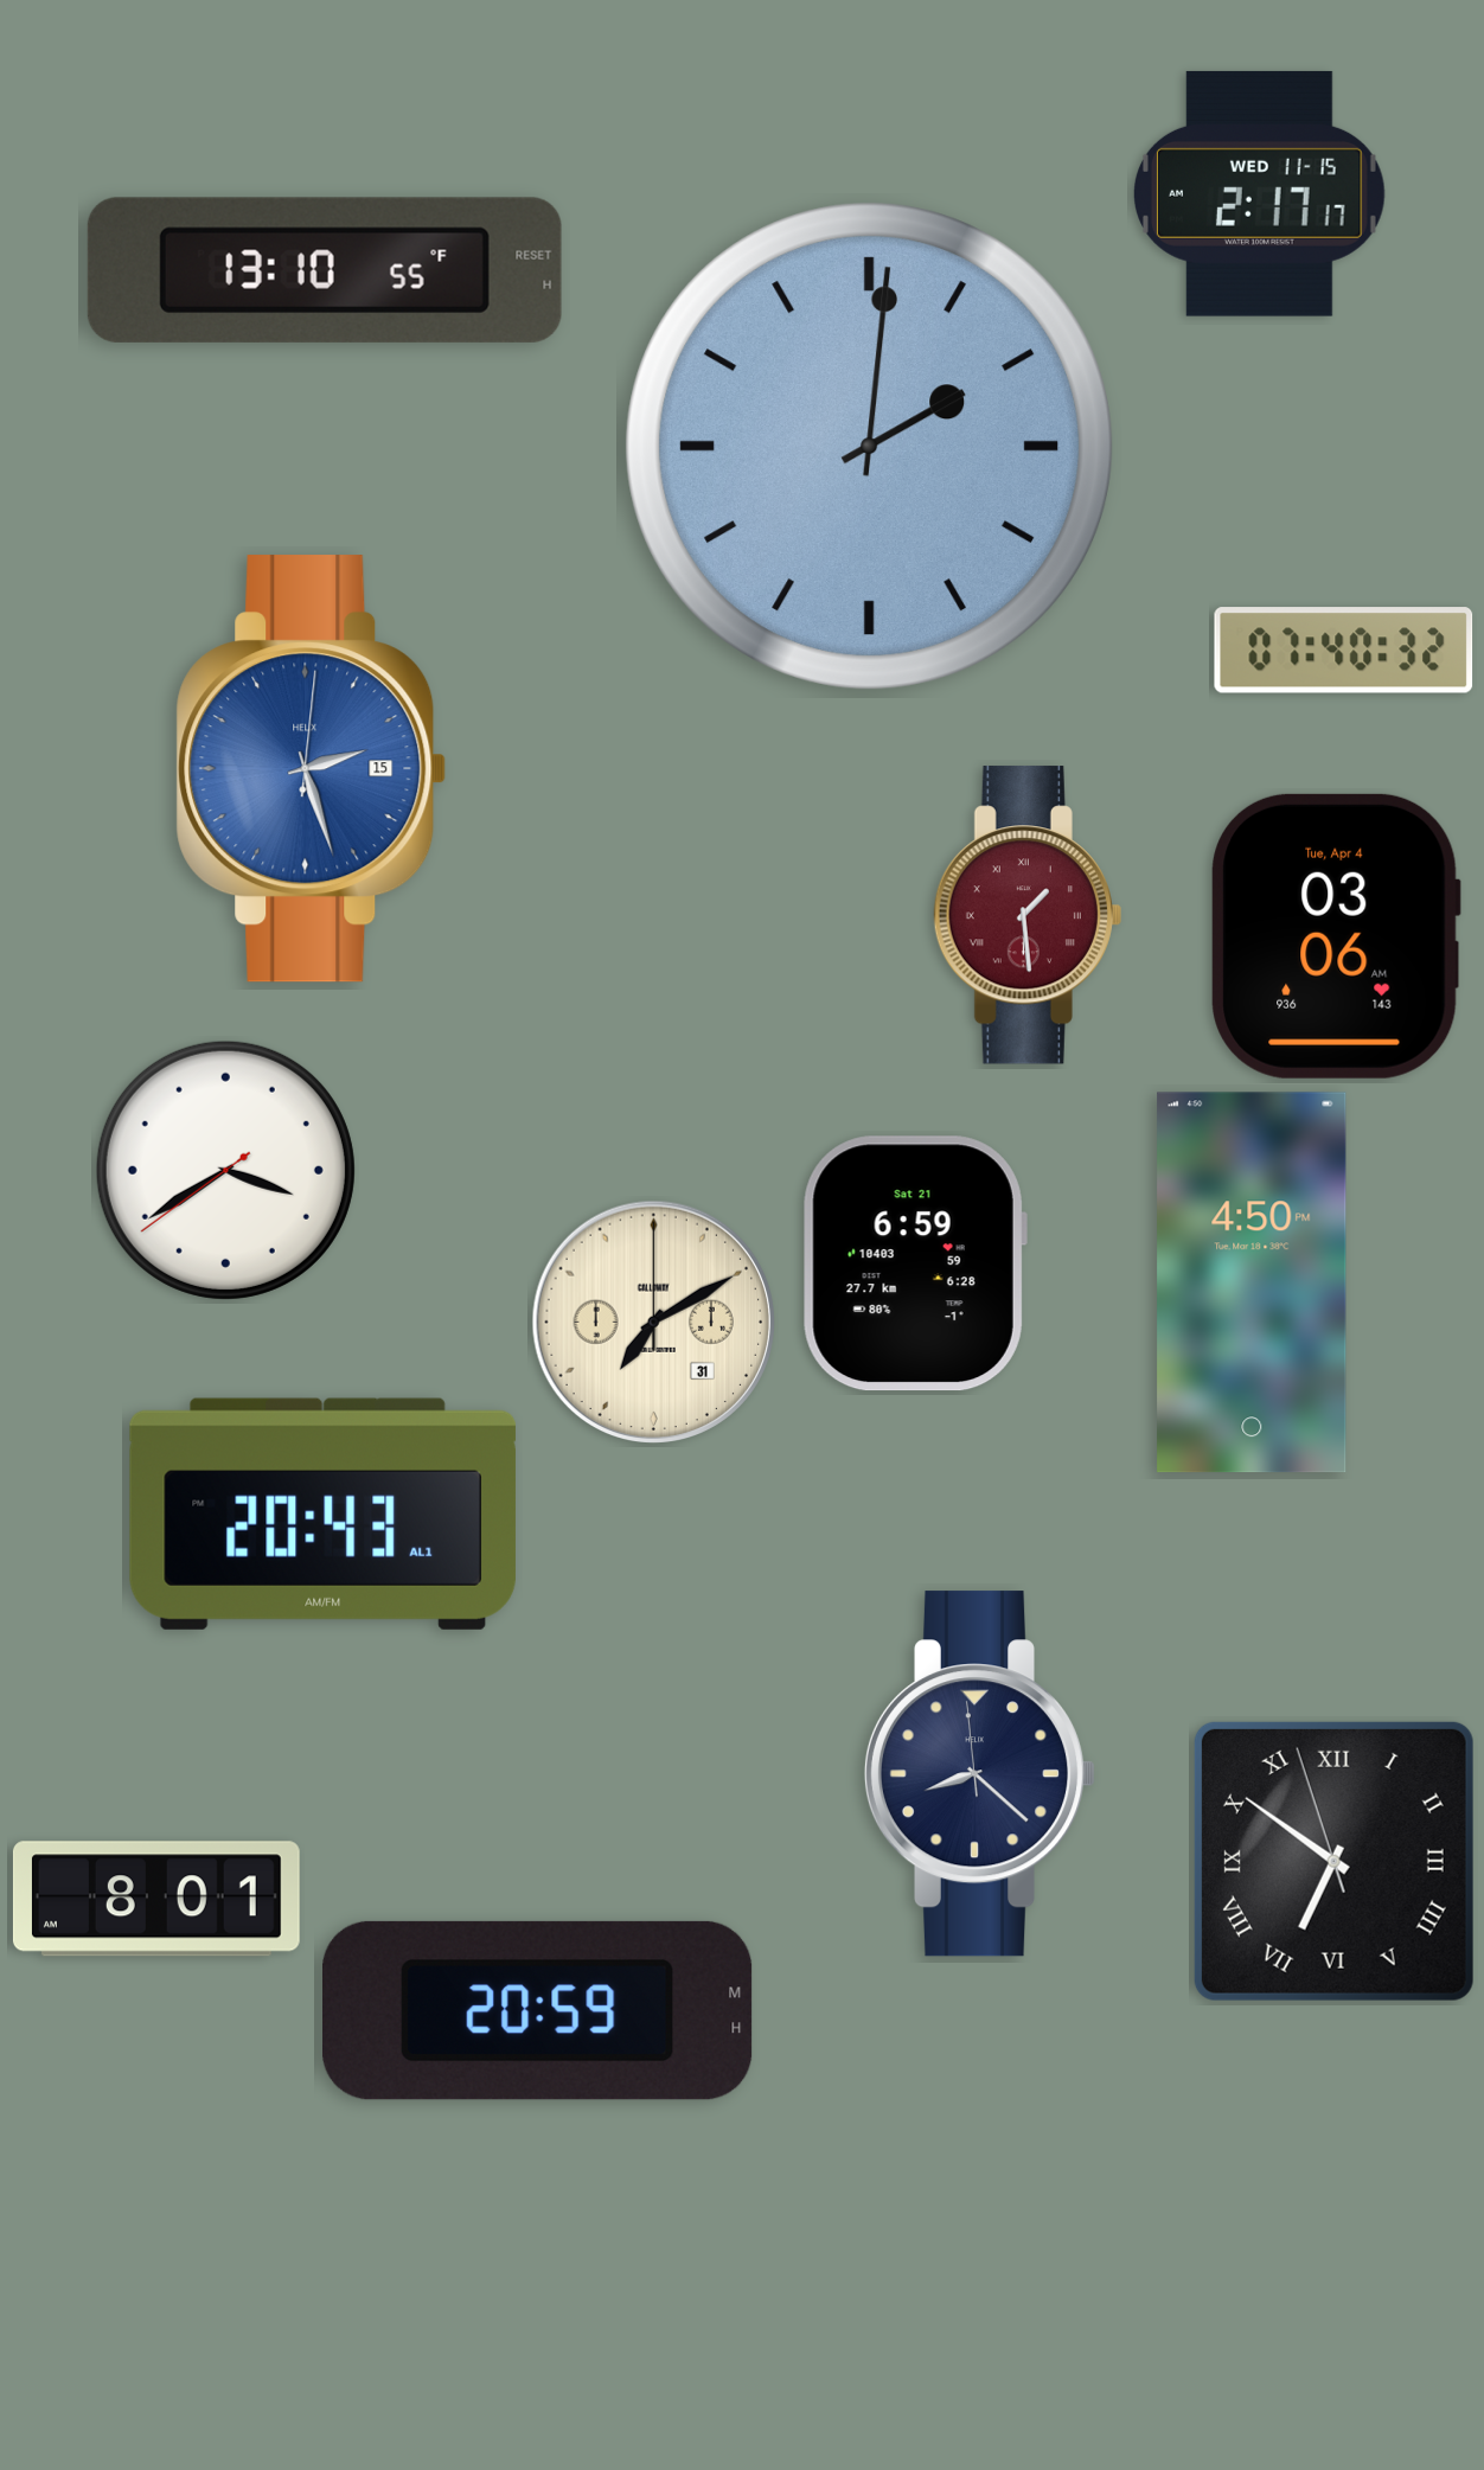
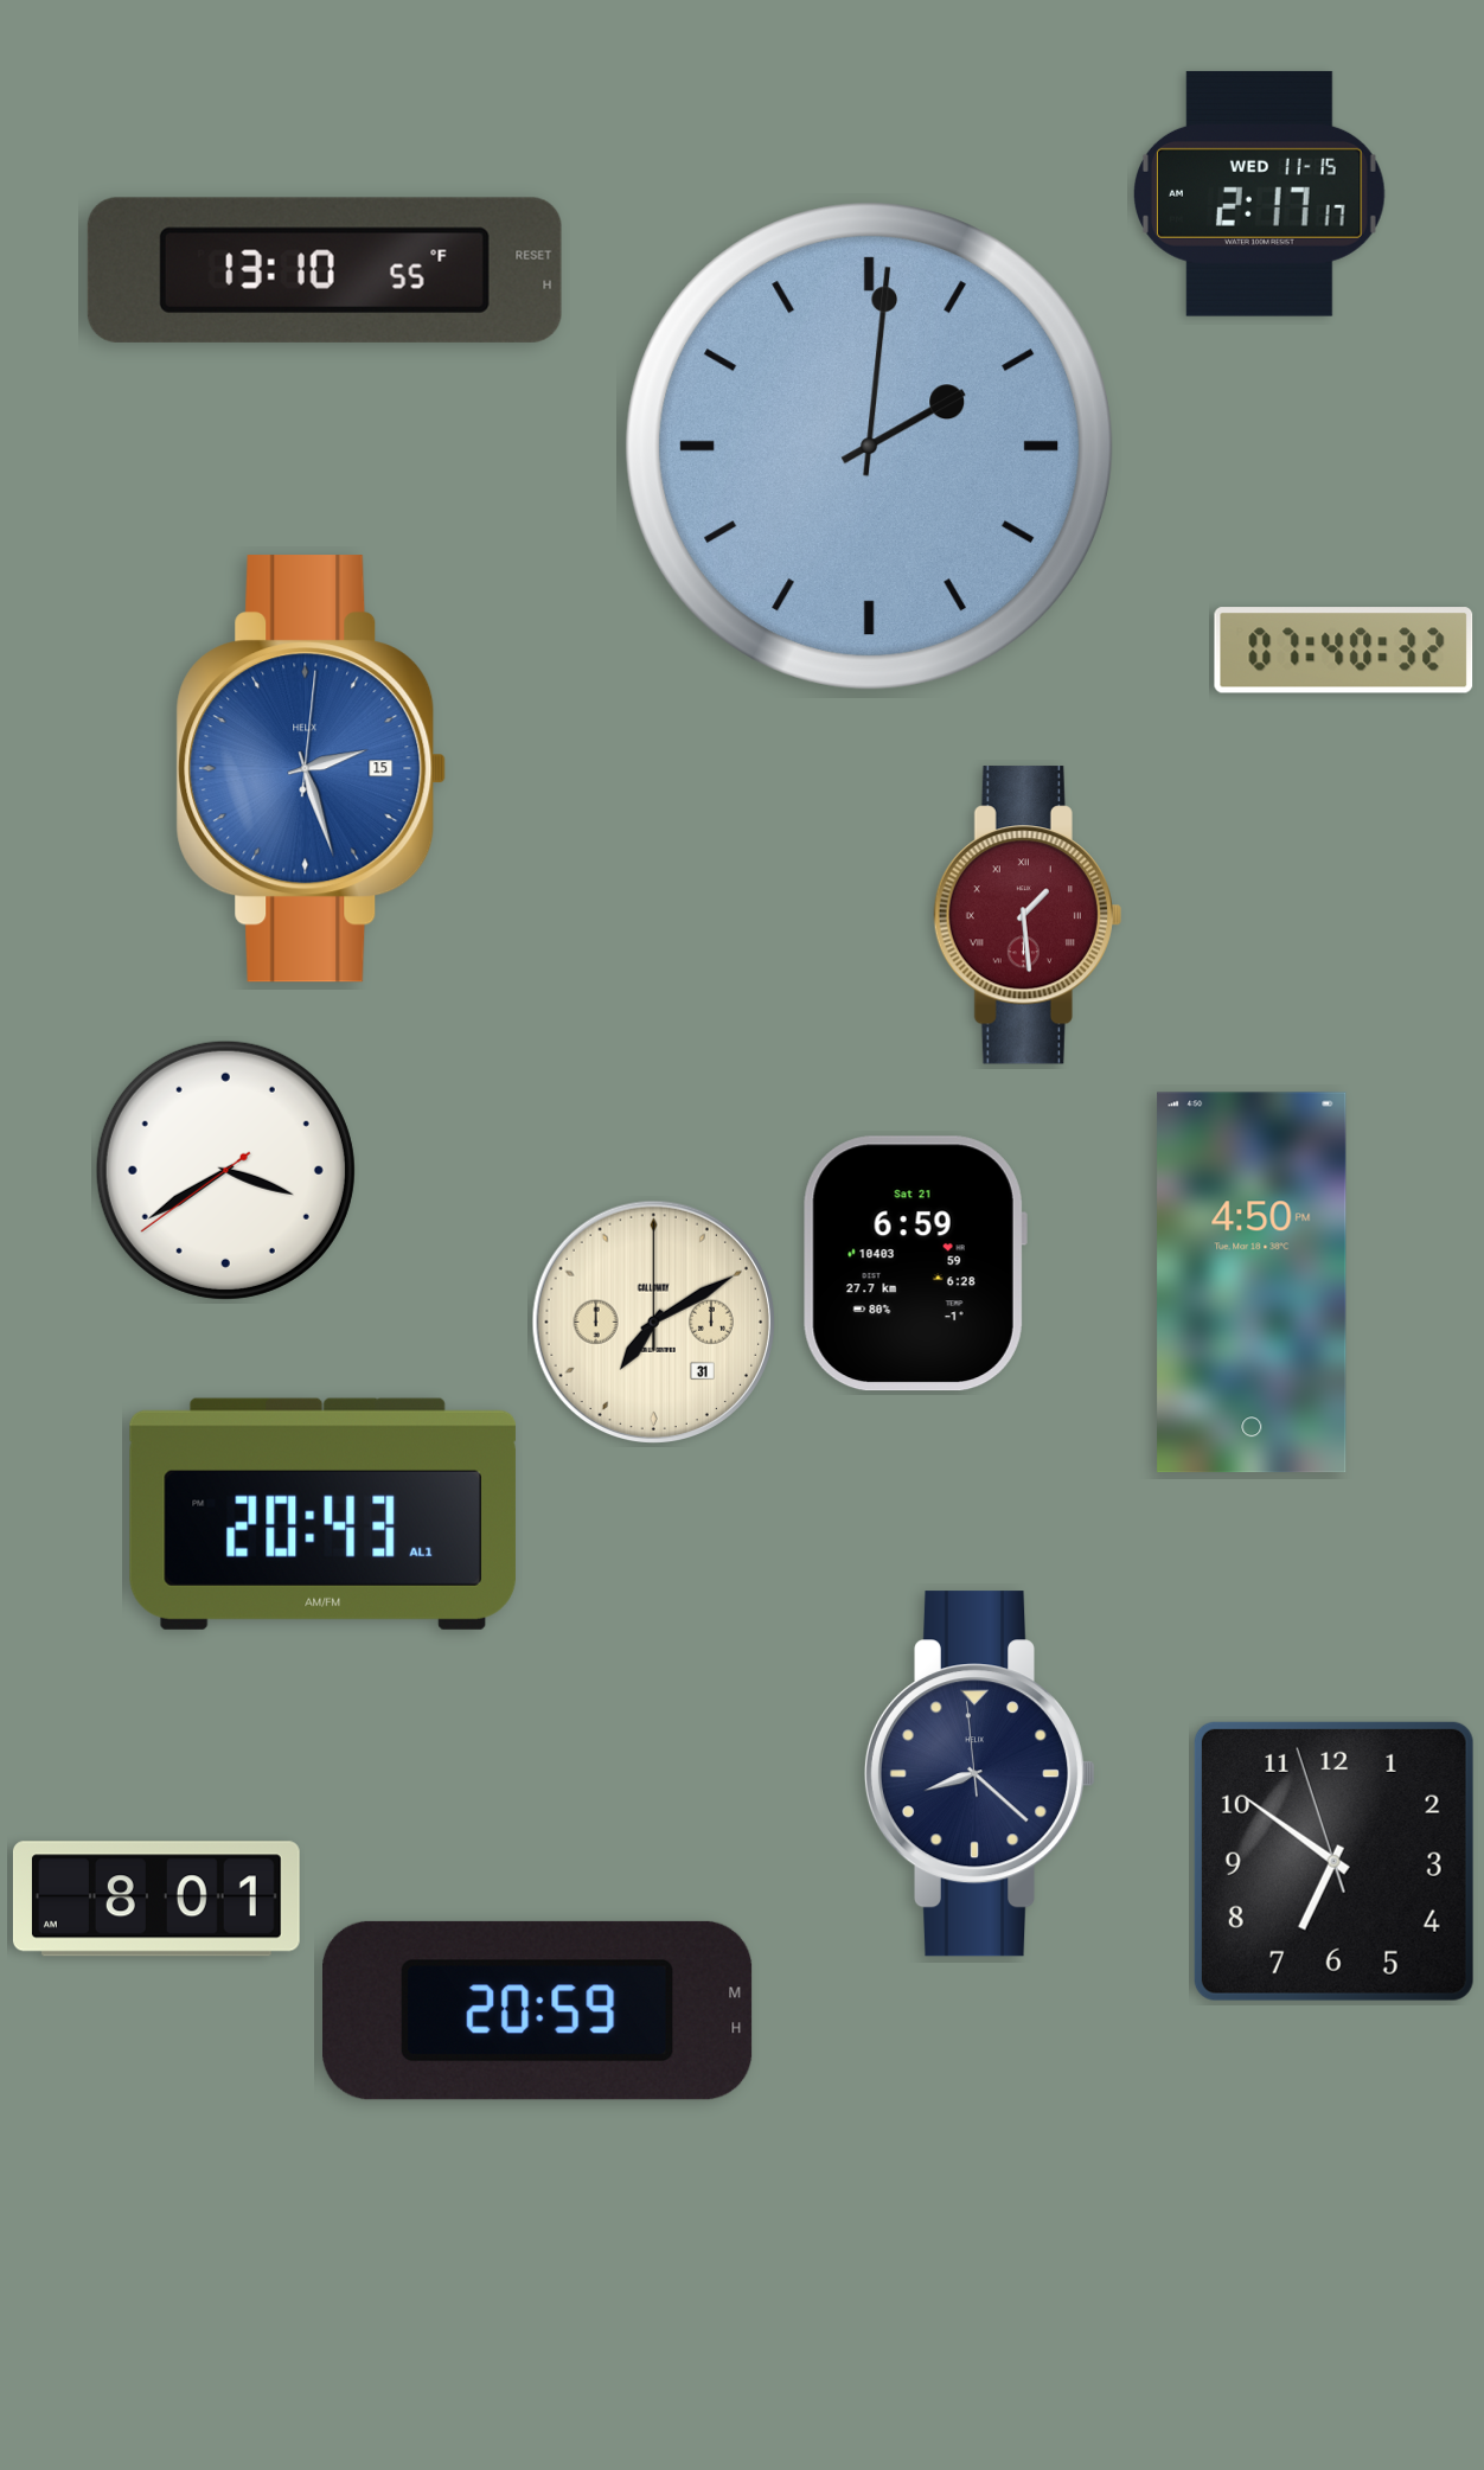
clock at (1336, 936): 03:06 -> none
clock at (1333, 1861) numerals: Roman -> Arabic
